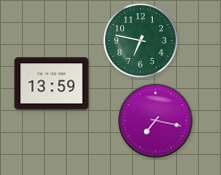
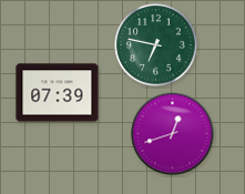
clock at (52, 84): 13:59 -> 07:39
clock at (156, 121): 7:17 -> 12:42
